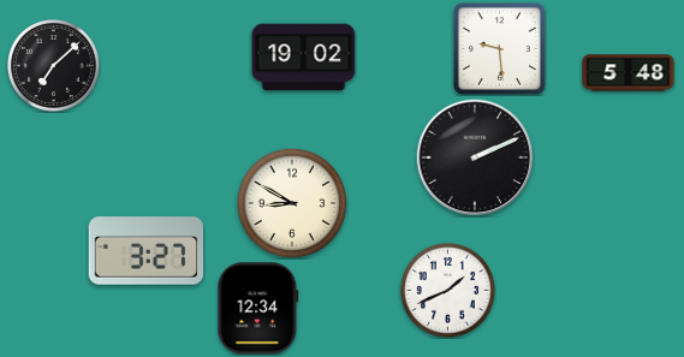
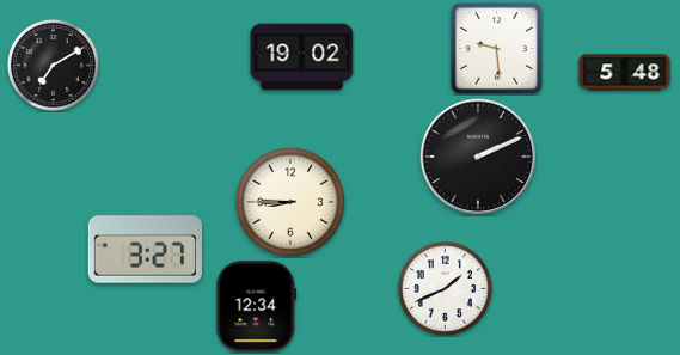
clock at (53, 65): 7:08 -> 7:10
clock at (475, 157) position: (475, 157) -> (478, 157)
clock at (292, 203): 8:50 -> 8:45
